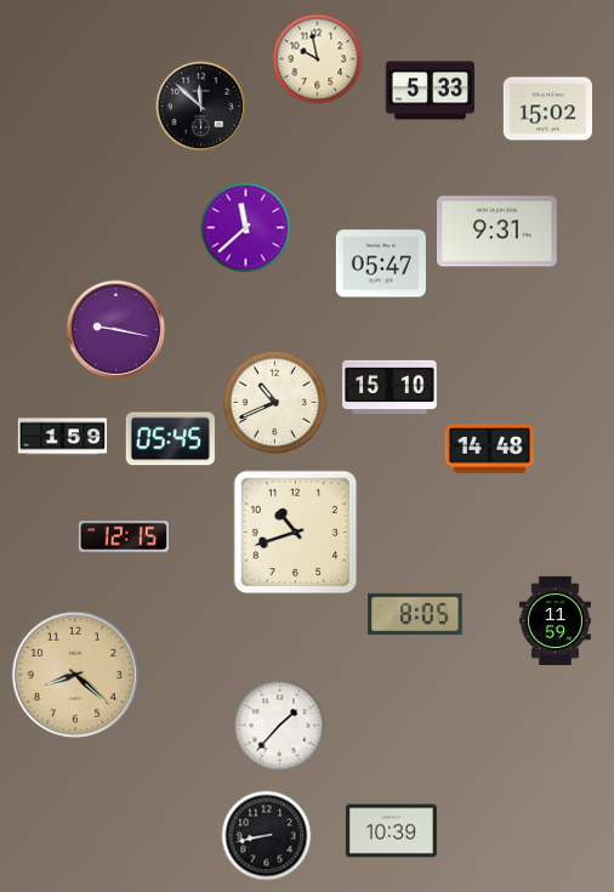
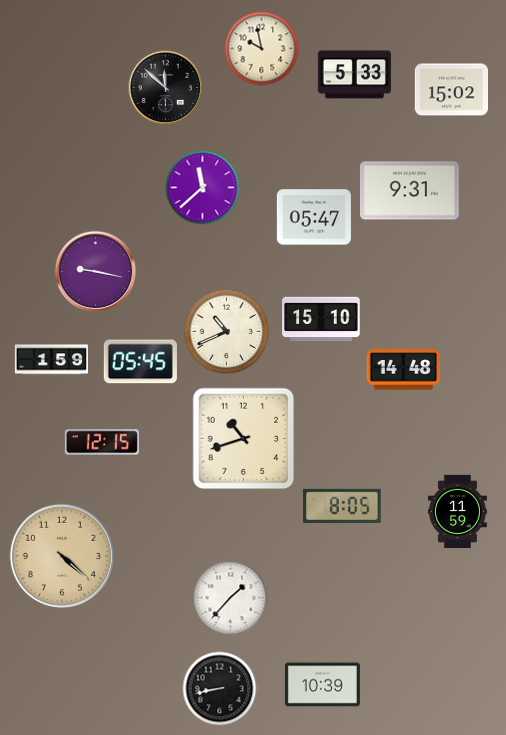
clock at (75, 675): 8:22 -> 4:22
